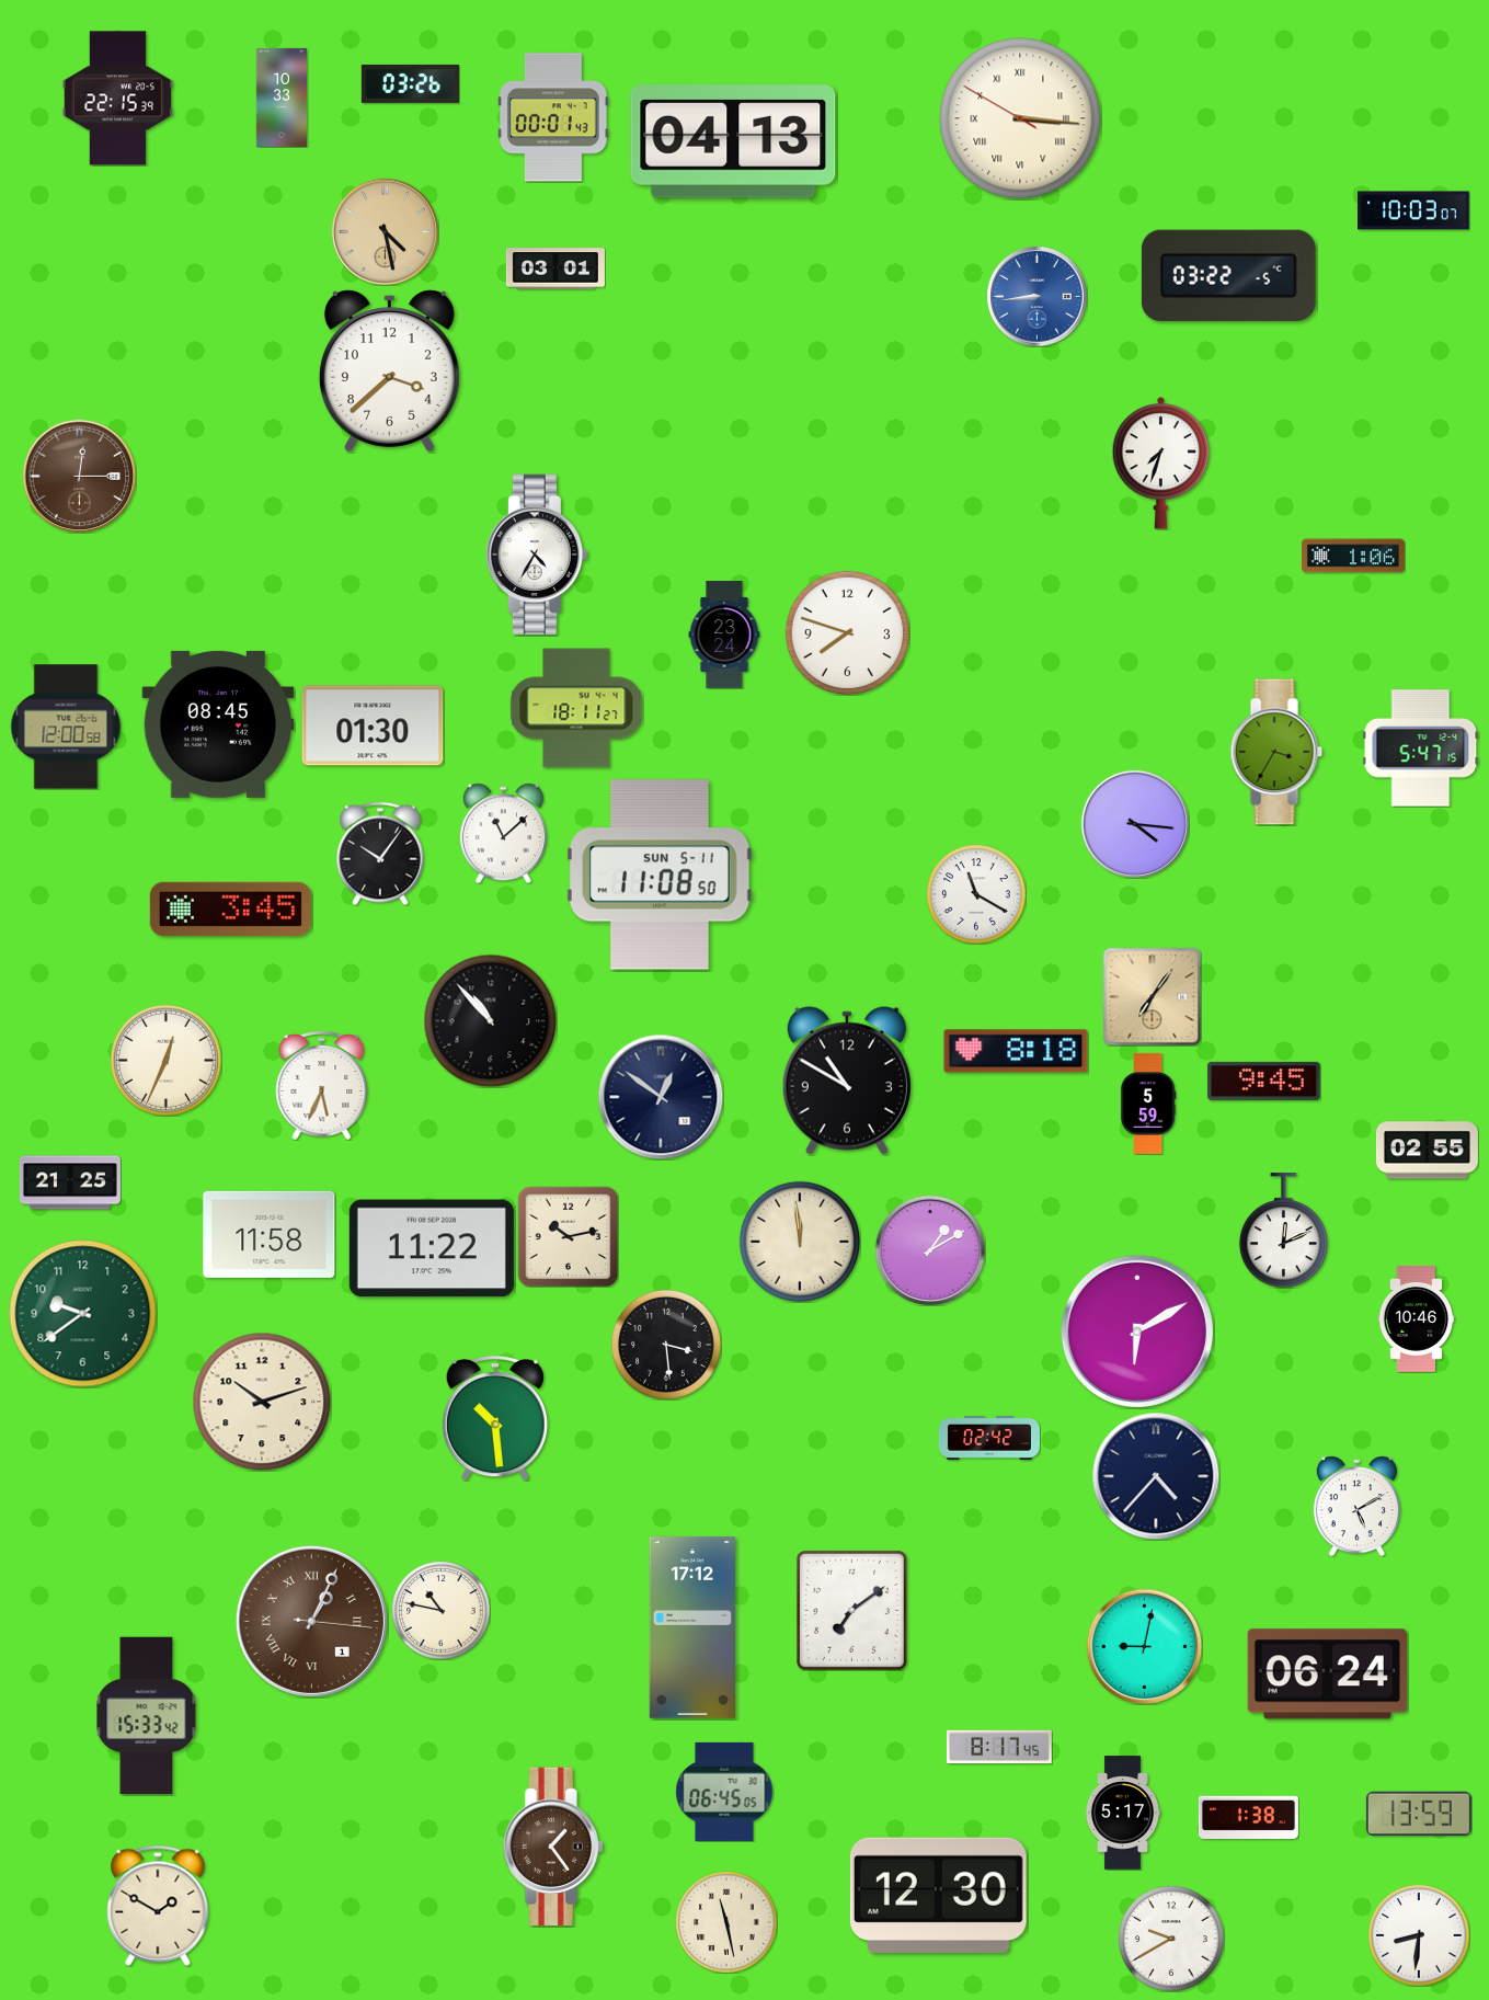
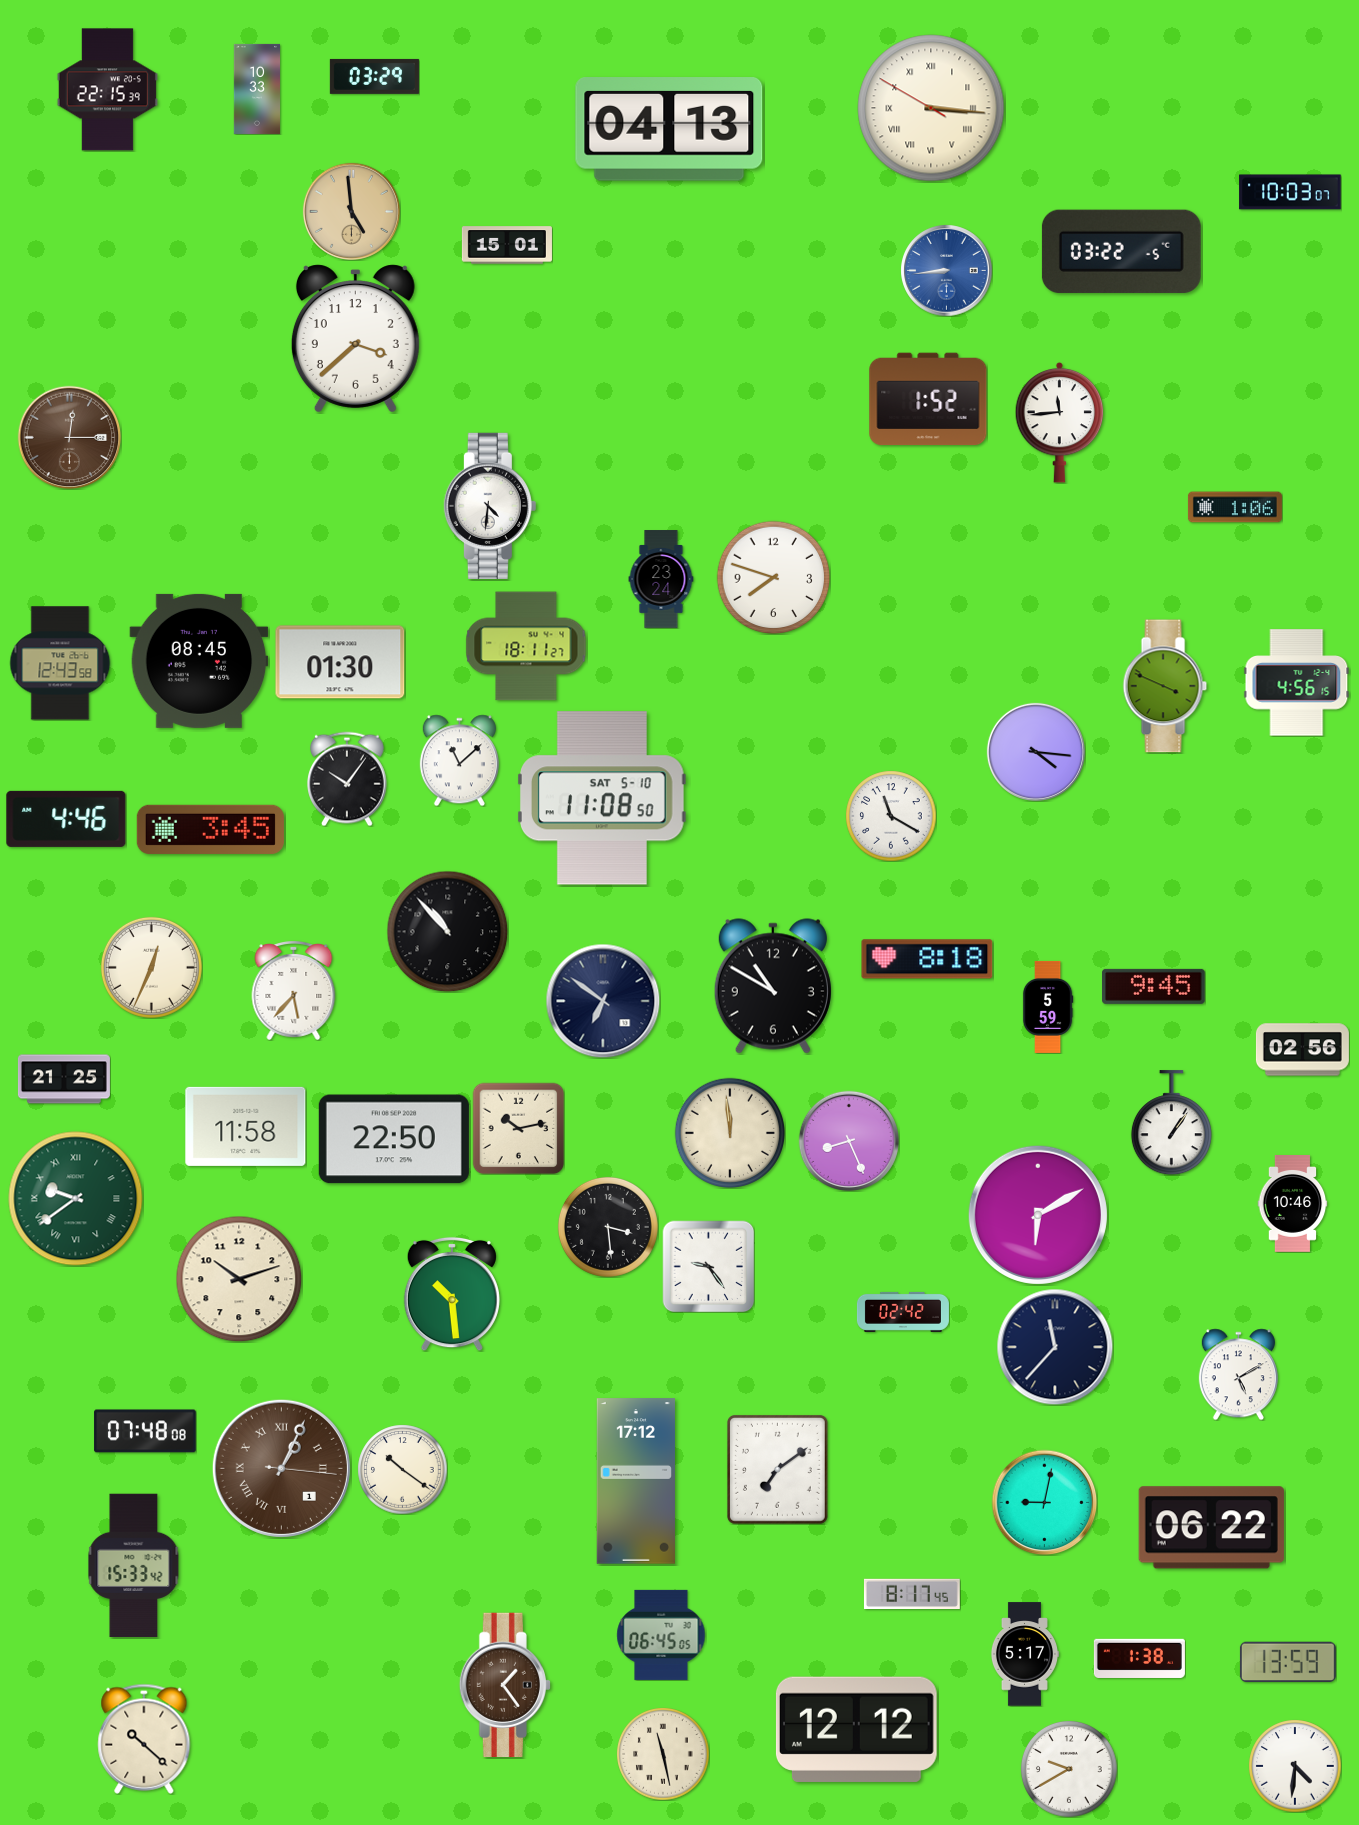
clock at (410, 83): 03:26 -> 03:29
clock at (553, 117): 00:01 -> none
clock at (385, 231): 4:28 -> 4:59
clock at (555, 268): 03:01 -> 15:01
clock at (928, 399): none -> 1:52
clock at (1161, 462): 7:33 -> 11:44
clock at (79, 476) position: (79, 476) -> (69, 437)
clock at (537, 555): 4:35 -> 4:31
clock at (66, 727): 12:00 -> 12:43
clock at (1421, 748): 5:47 -> 4:56
clock at (1276, 752): 3:35 -> 3:49
clock at (660, 875) date: SUN 5-11 -> SAT 5-10
clock at (66, 819): none -> 4:46
clock at (1152, 996): 7:06 -> none
clock at (322, 1086): 5:34 -> 5:37
clock at (661, 1097): 12:51 -> 6:51
clock at (1427, 1151): 02:55 -> 02:56
clock at (1283, 1231): 12:11 -> 1:06
clock at (432, 1248): 11:22 -> 22:50
clock at (930, 1250): 1:10 -> 8:26
clock at (83, 1314) numerals: Arabic -> Roman
clock at (708, 1266): none -> 9:24
clock at (1156, 1476): 4:37 -> 11:37
clock at (145, 1431): none -> 07:48
clock at (440, 1610): 10:47 -> 10:21
clock at (311, 1621) position: (311, 1621) -> (281, 1468)
clock at (692, 1627) position: (692, 1627) -> (636, 1481)
clock at (1327, 1675): 06:24 -> 06:22
clock at (1419, 1813) position: (1419, 1813) -> (1288, 1661)
clock at (938, 1895): 12:30 -> 12:12
clock at (158, 1906): 1:50 -> 10:22
clock at (1419, 1935): 8:31 -> 4:31
